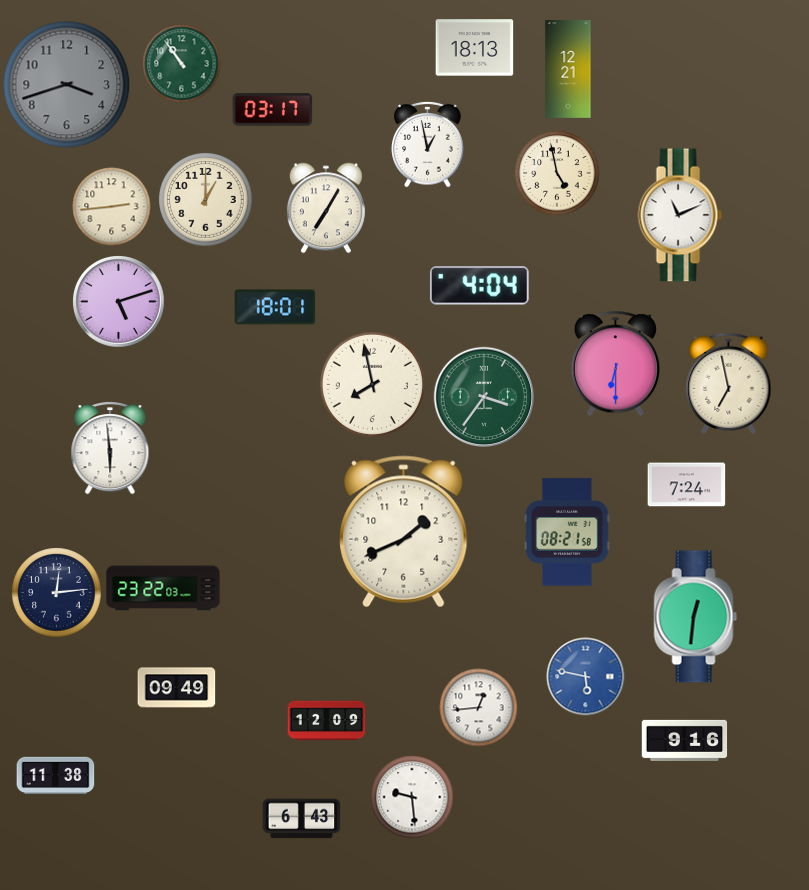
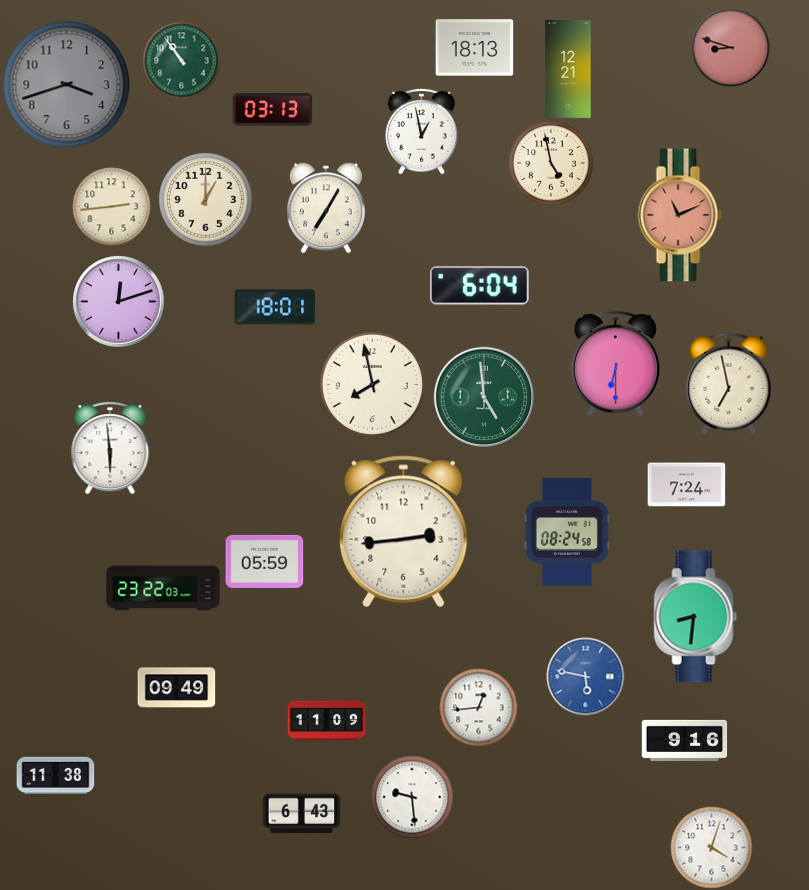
clock at (730, 47): none -> 8:48
clock at (181, 63) position: (181, 63) -> (181, 60)
clock at (272, 110): 03:17 -> 03:13
clock at (428, 144) position: (428, 144) -> (422, 131)
clock at (557, 173) position: (557, 173) -> (551, 163)
clock at (680, 215) dial: white -> salmon
clock at (479, 286): 4:04 -> 6:04
clock at (119, 302): 5:12 -> 12:12
clock at (483, 396): 3:36 -> 4:59
clock at (404, 532): 1:41 -> 2:44
clock at (567, 532): 08:21 -> 08:24
clock at (264, 561): none -> 05:59
clock at (56, 592): 12:14 -> none
clock at (696, 617): 12:31 -> 8:31
clock at (326, 721): 12:09 -> 11:09
clock at (301, 819) position: (301, 819) -> (301, 814)
clock at (711, 847): none -> 4:03
